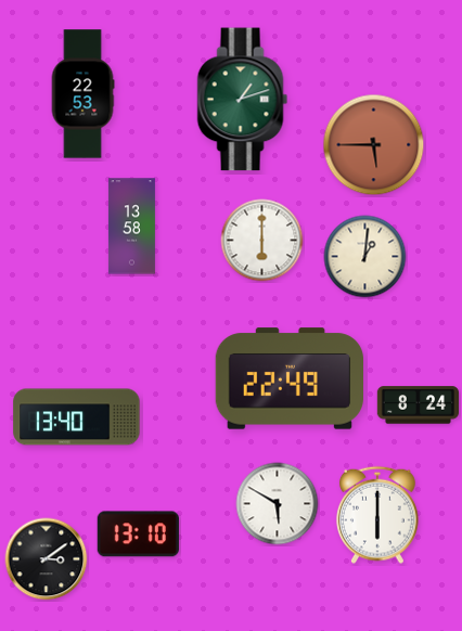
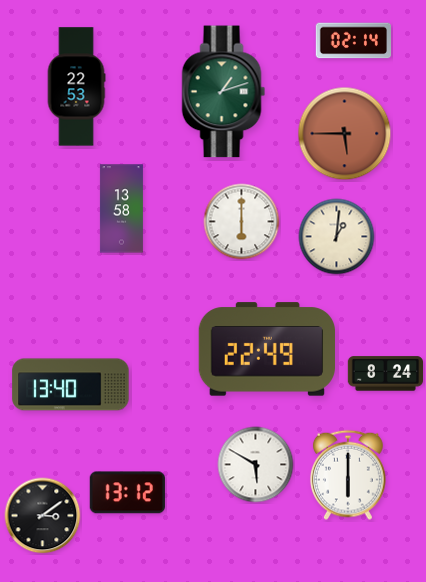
clock at (354, 41): none -> 02:14
clock at (138, 535): 13:10 -> 13:12
